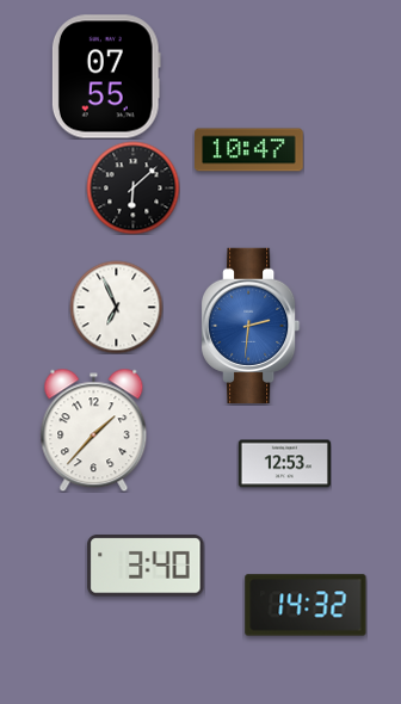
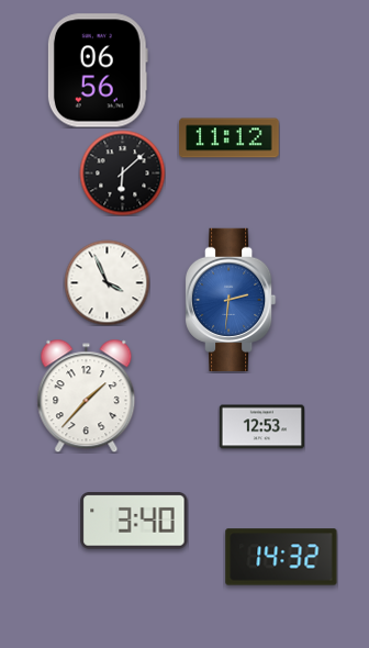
clock at (106, 76): 07:55 -> 06:56
clock at (249, 150): 10:47 -> 11:12
clock at (116, 307): 6:56 -> 3:56
